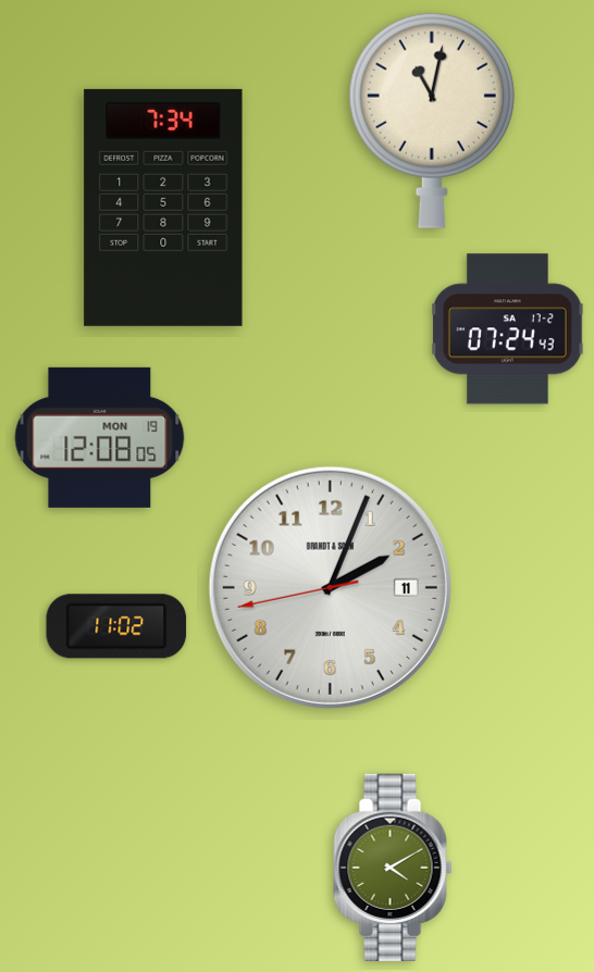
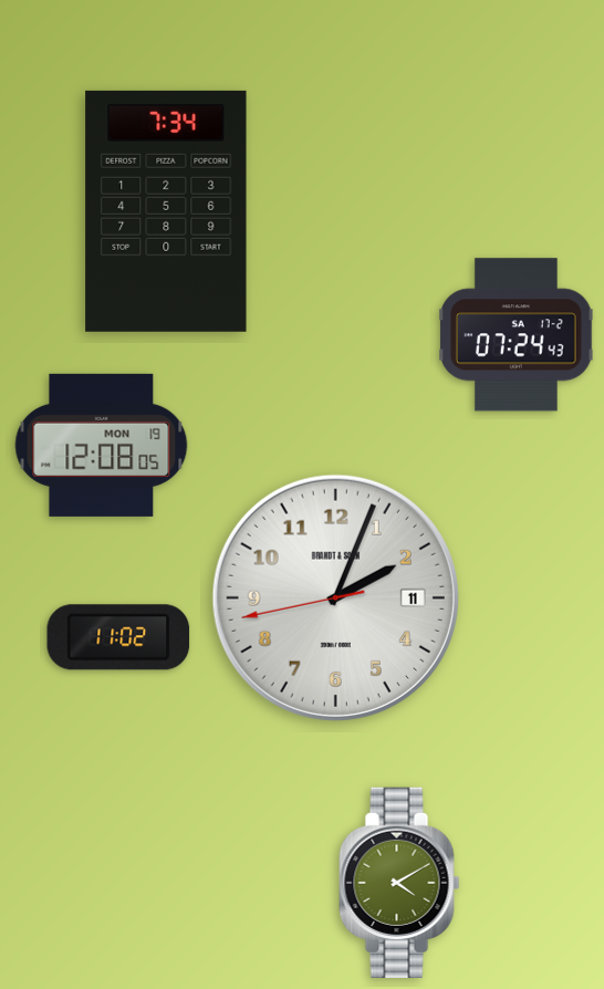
clock at (432, 121): 11:02 -> none
